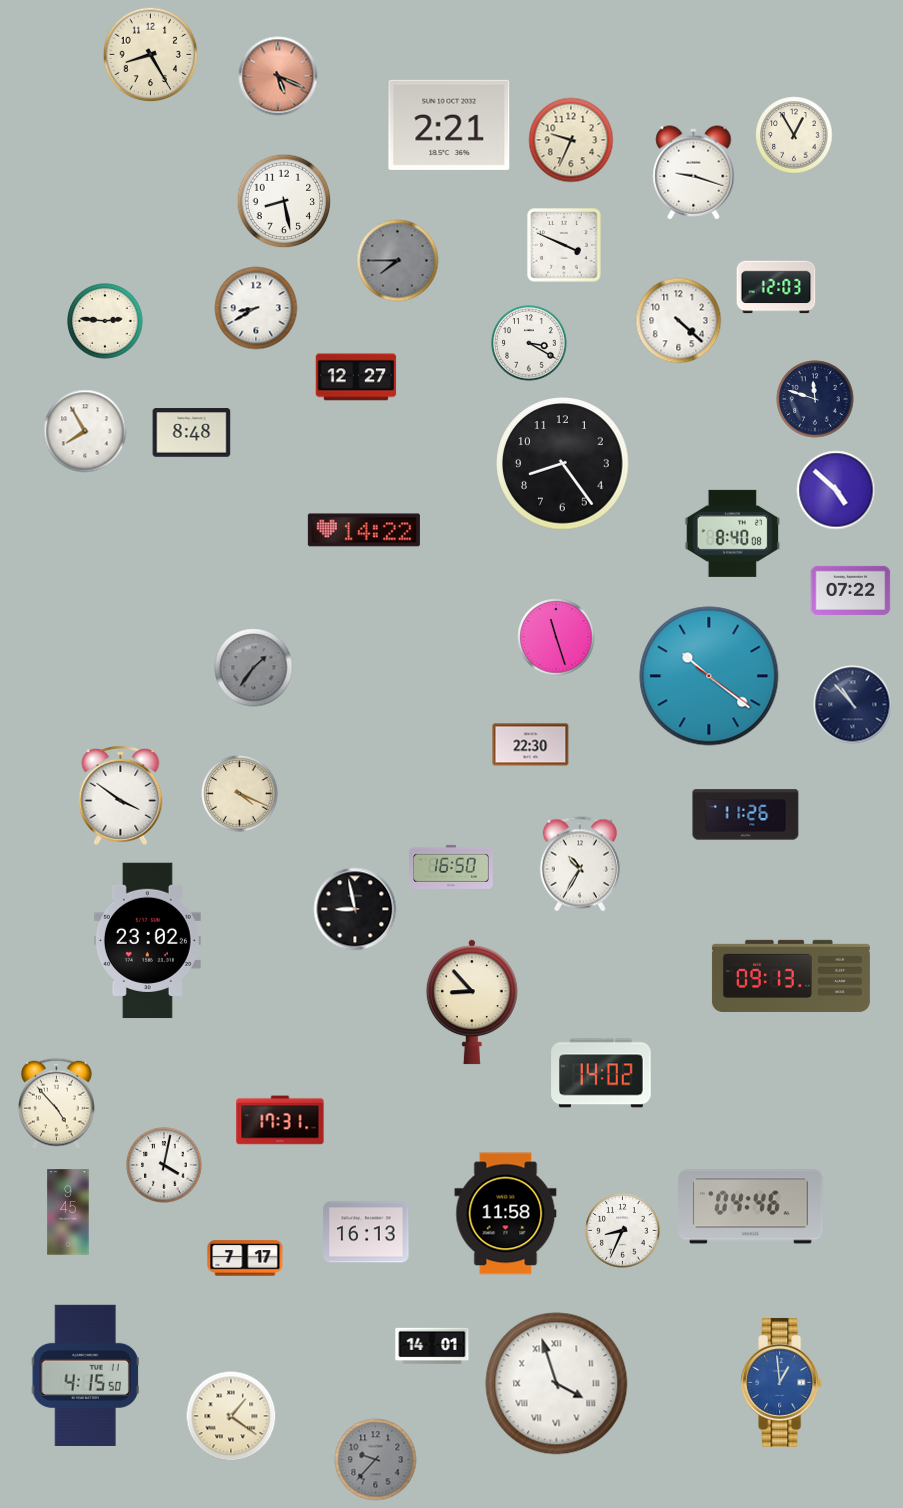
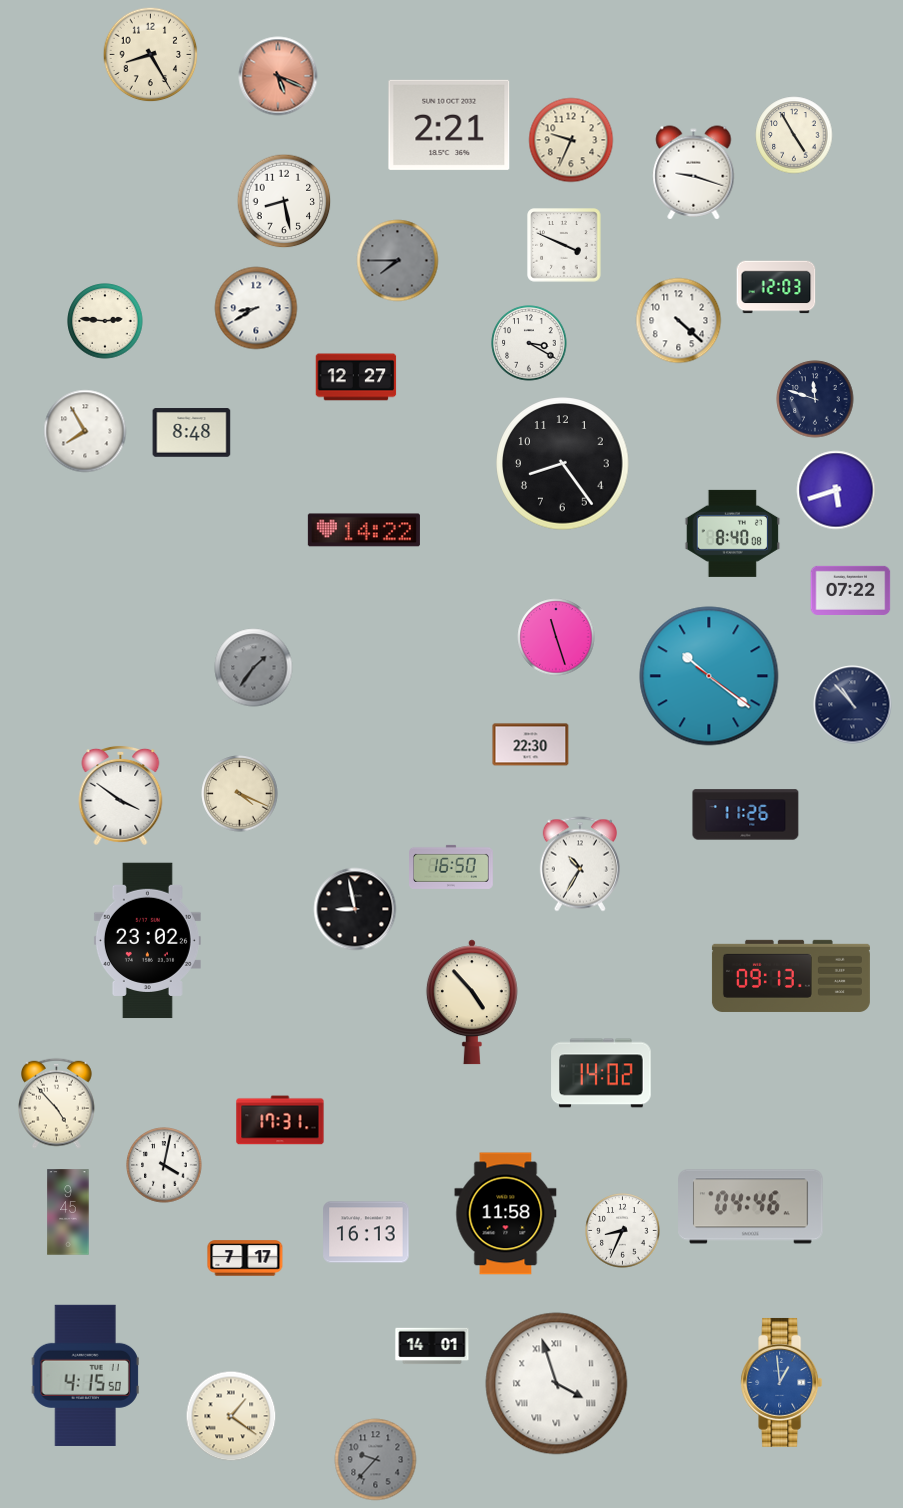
clock at (794, 135): 12:55 -> 4:55
clock at (836, 490): 4:52 -> 5:42
clock at (472, 1002): 8:53 -> 4:53
